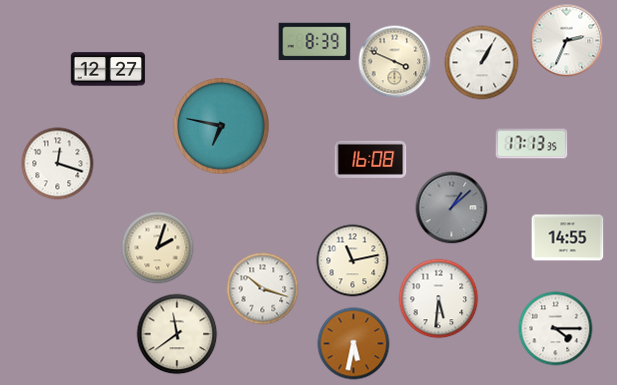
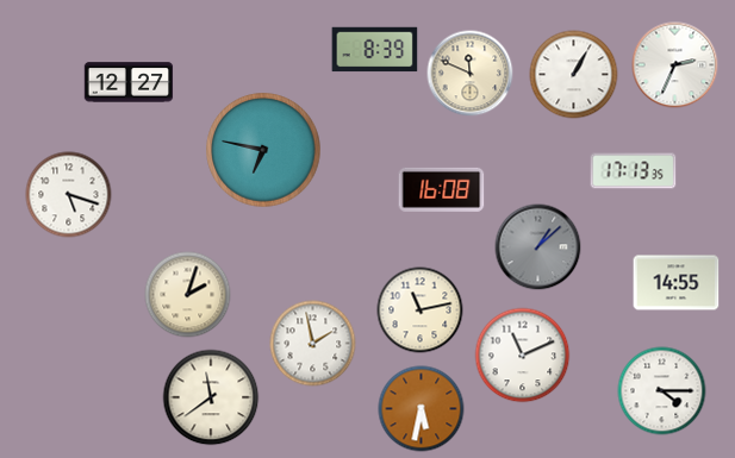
clock at (567, 41) position: (567, 41) -> (675, 65)
clock at (395, 62): 3:49 -> 11:49
clock at (58, 164): 12:18 -> 5:18
clock at (263, 289): 10:18 -> 1:58
clock at (439, 299): 5:31 -> 11:11
